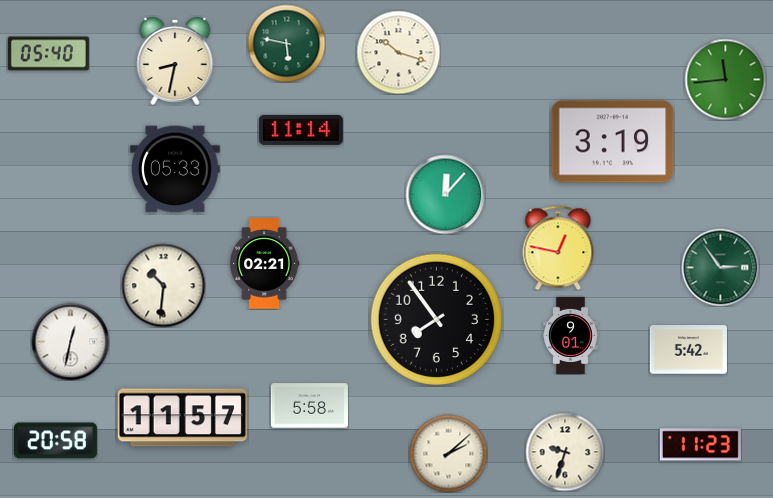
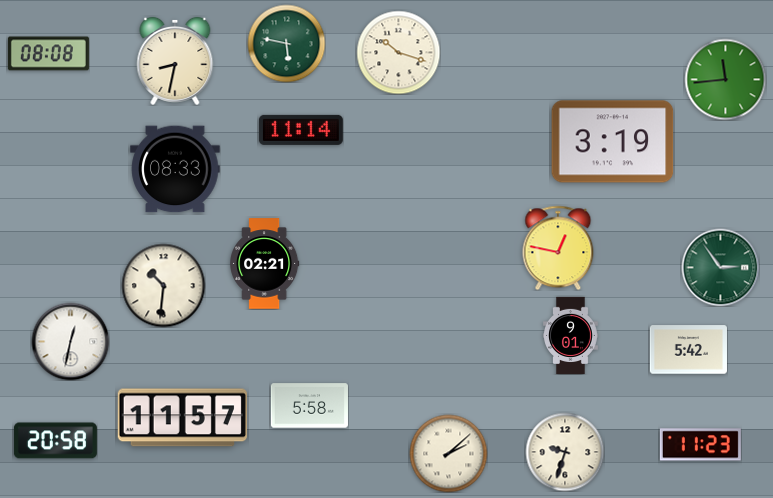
clock at (48, 54): 05:40 -> 08:08
clock at (175, 169): 05:33 -> 08:33
clock at (445, 194): 12:07 -> none
clock at (436, 319): 7:54 -> none
